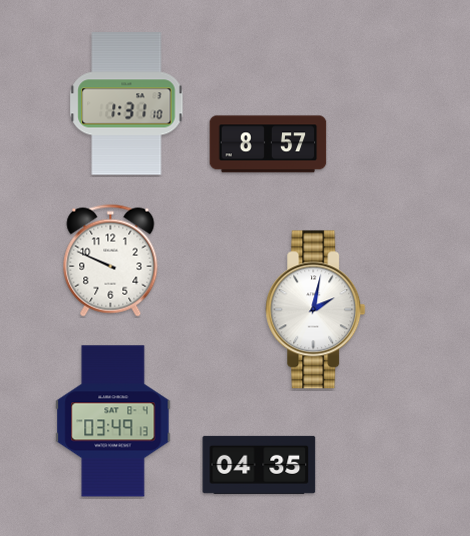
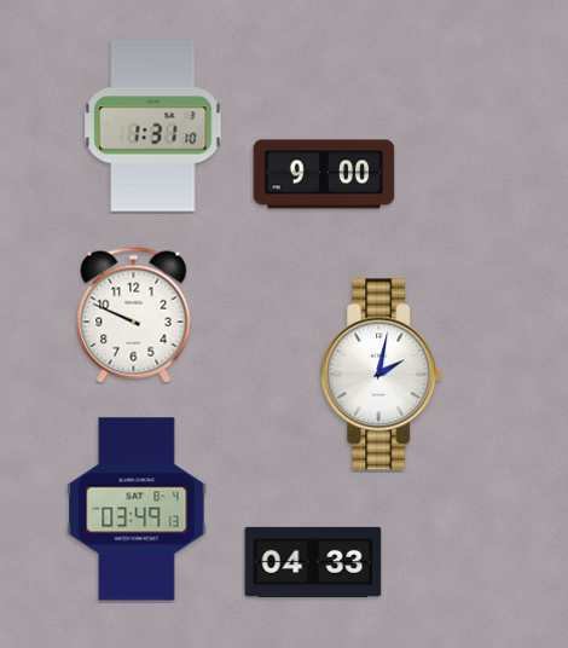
clock at (268, 144): 8:57 -> 9:00
clock at (259, 465): 04:35 -> 04:33
